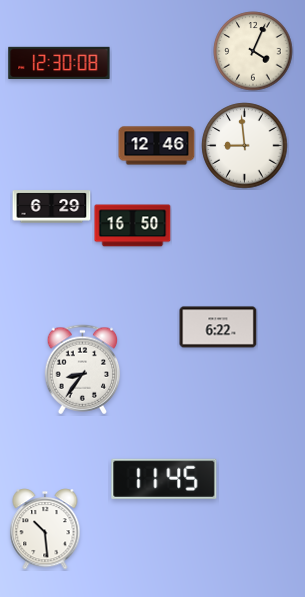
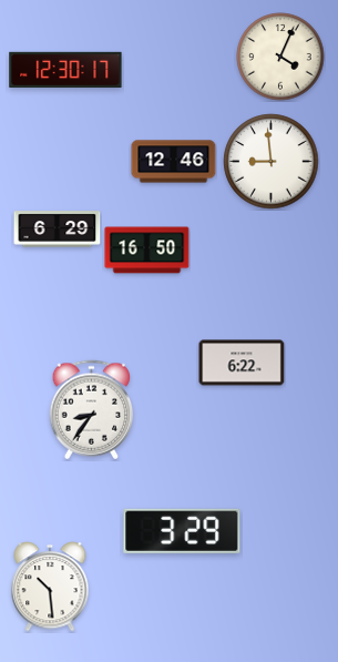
clock at (59, 63): 12:30:08 -> 12:30:17
clock at (164, 479): 11:45 -> 3:29
